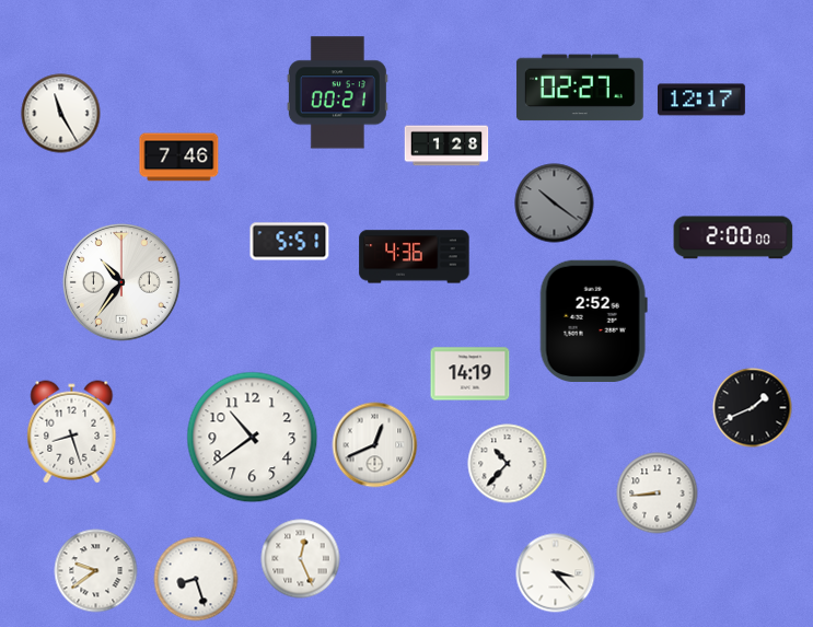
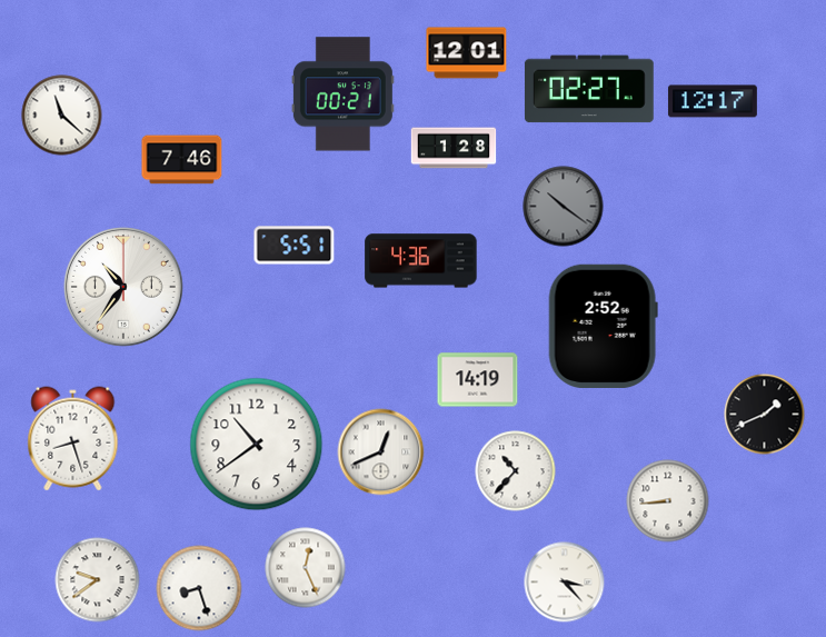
clock at (467, 53): none -> 12:01
clock at (61, 114): 11:25 -> 11:22
clock at (733, 237): 2:00 -> none
